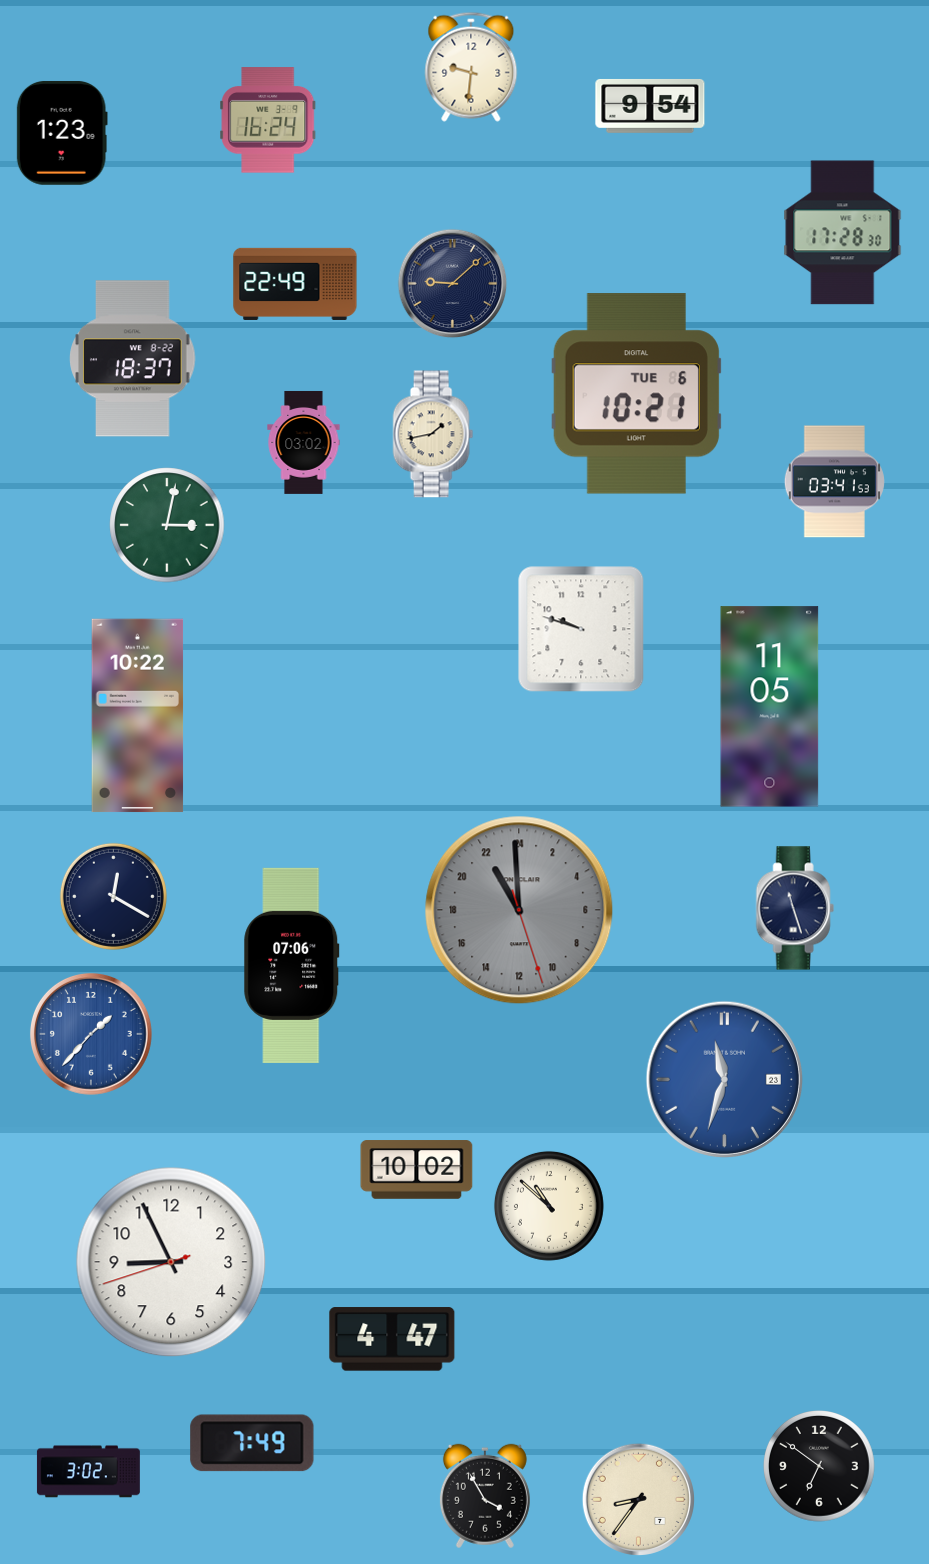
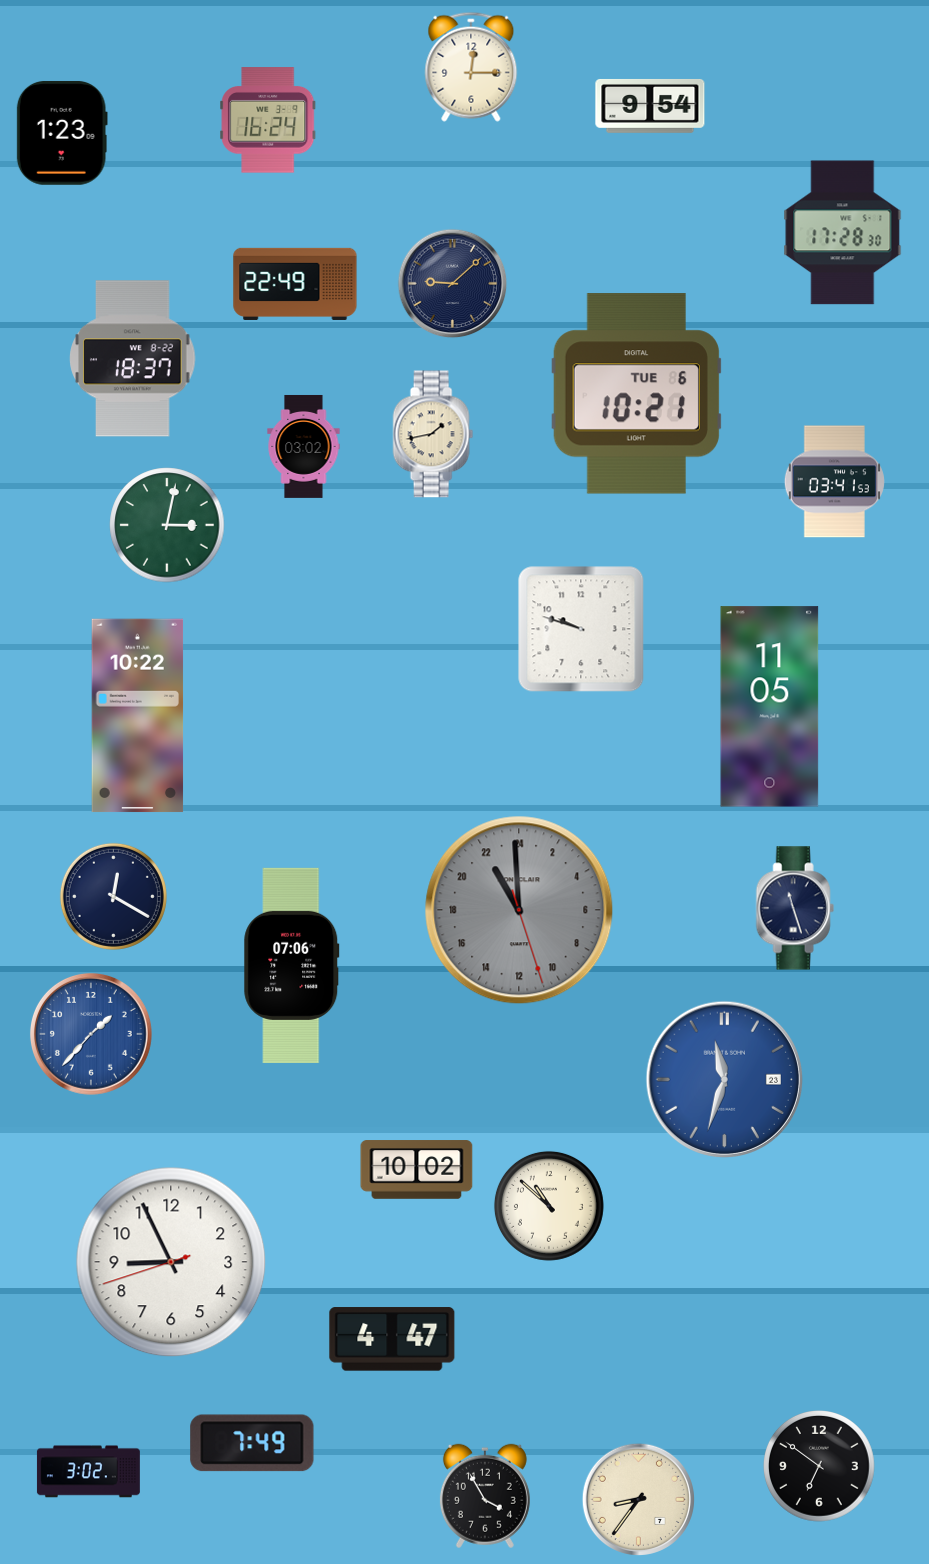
clock at (471, 67): 9:31 -> 12:15
clock at (304, 442) position: (304, 442) -> (304, 446)
